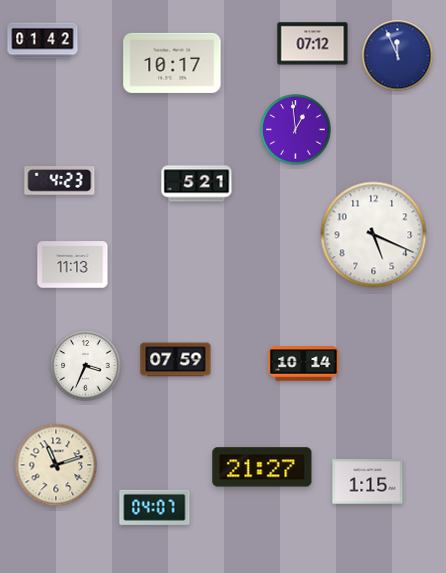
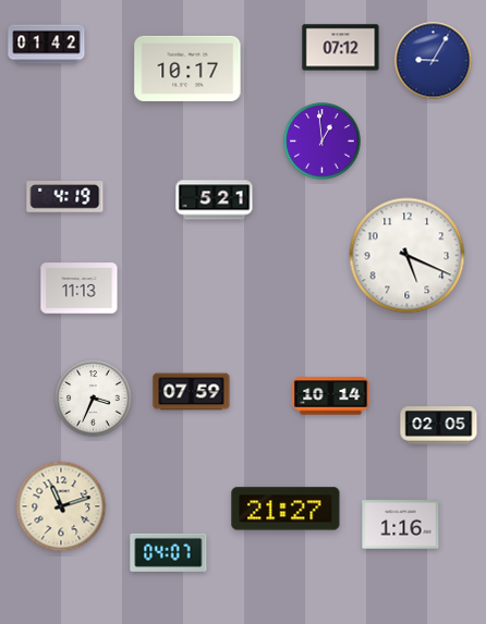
clock at (398, 56): 11:56 -> 9:05
clock at (60, 181): 4:23 -> 4:19
clock at (439, 426): none -> 02:05
clock at (368, 482): 1:15 -> 1:16
